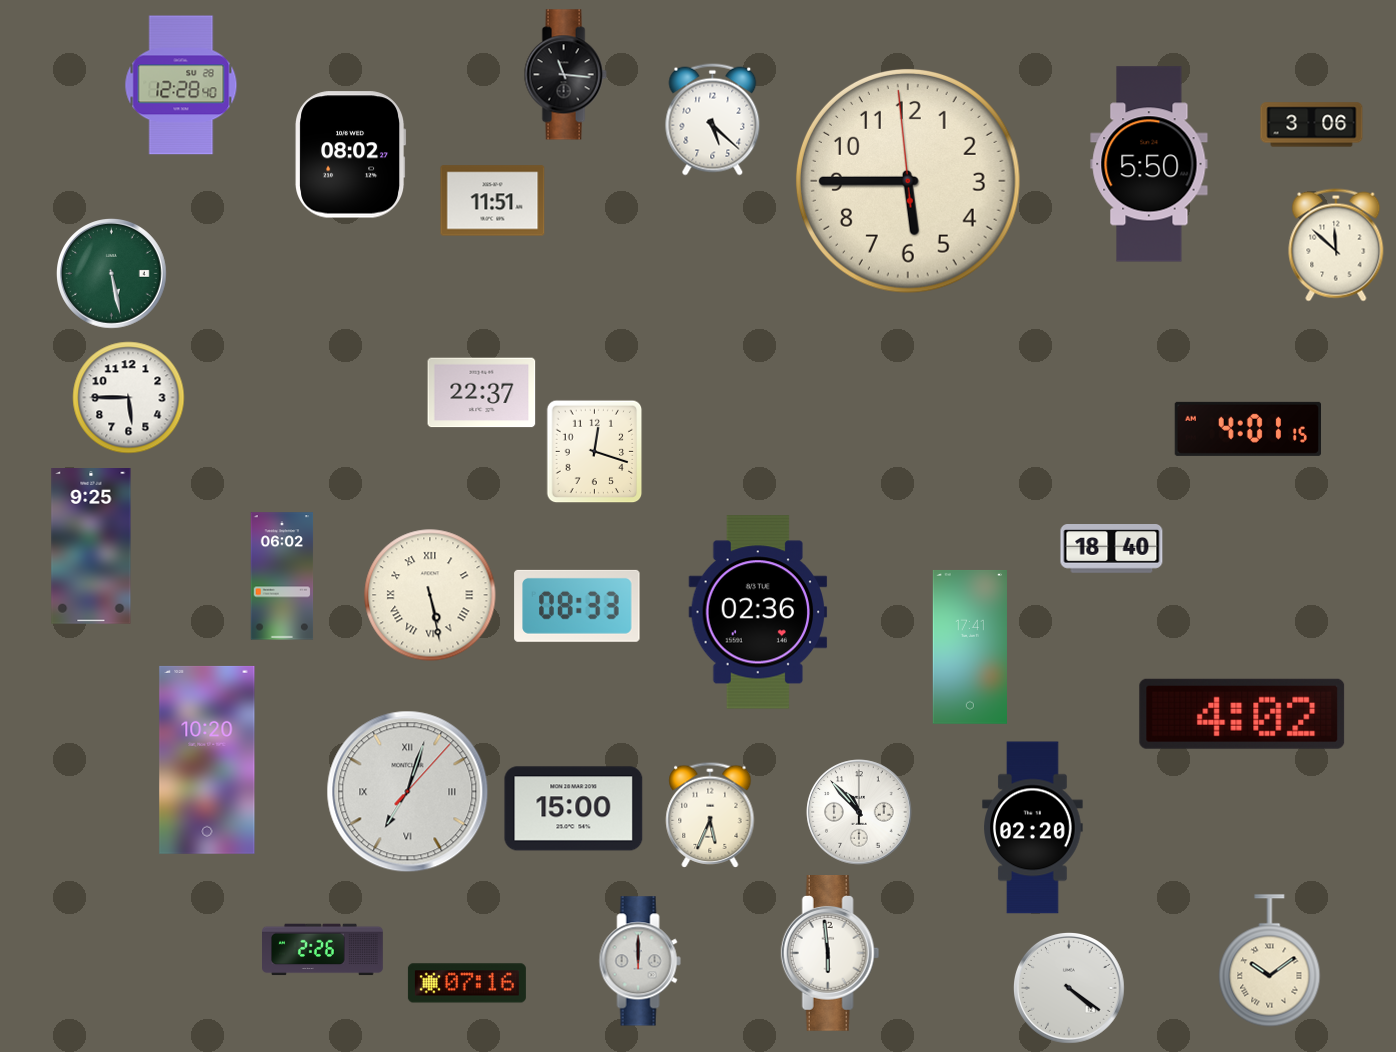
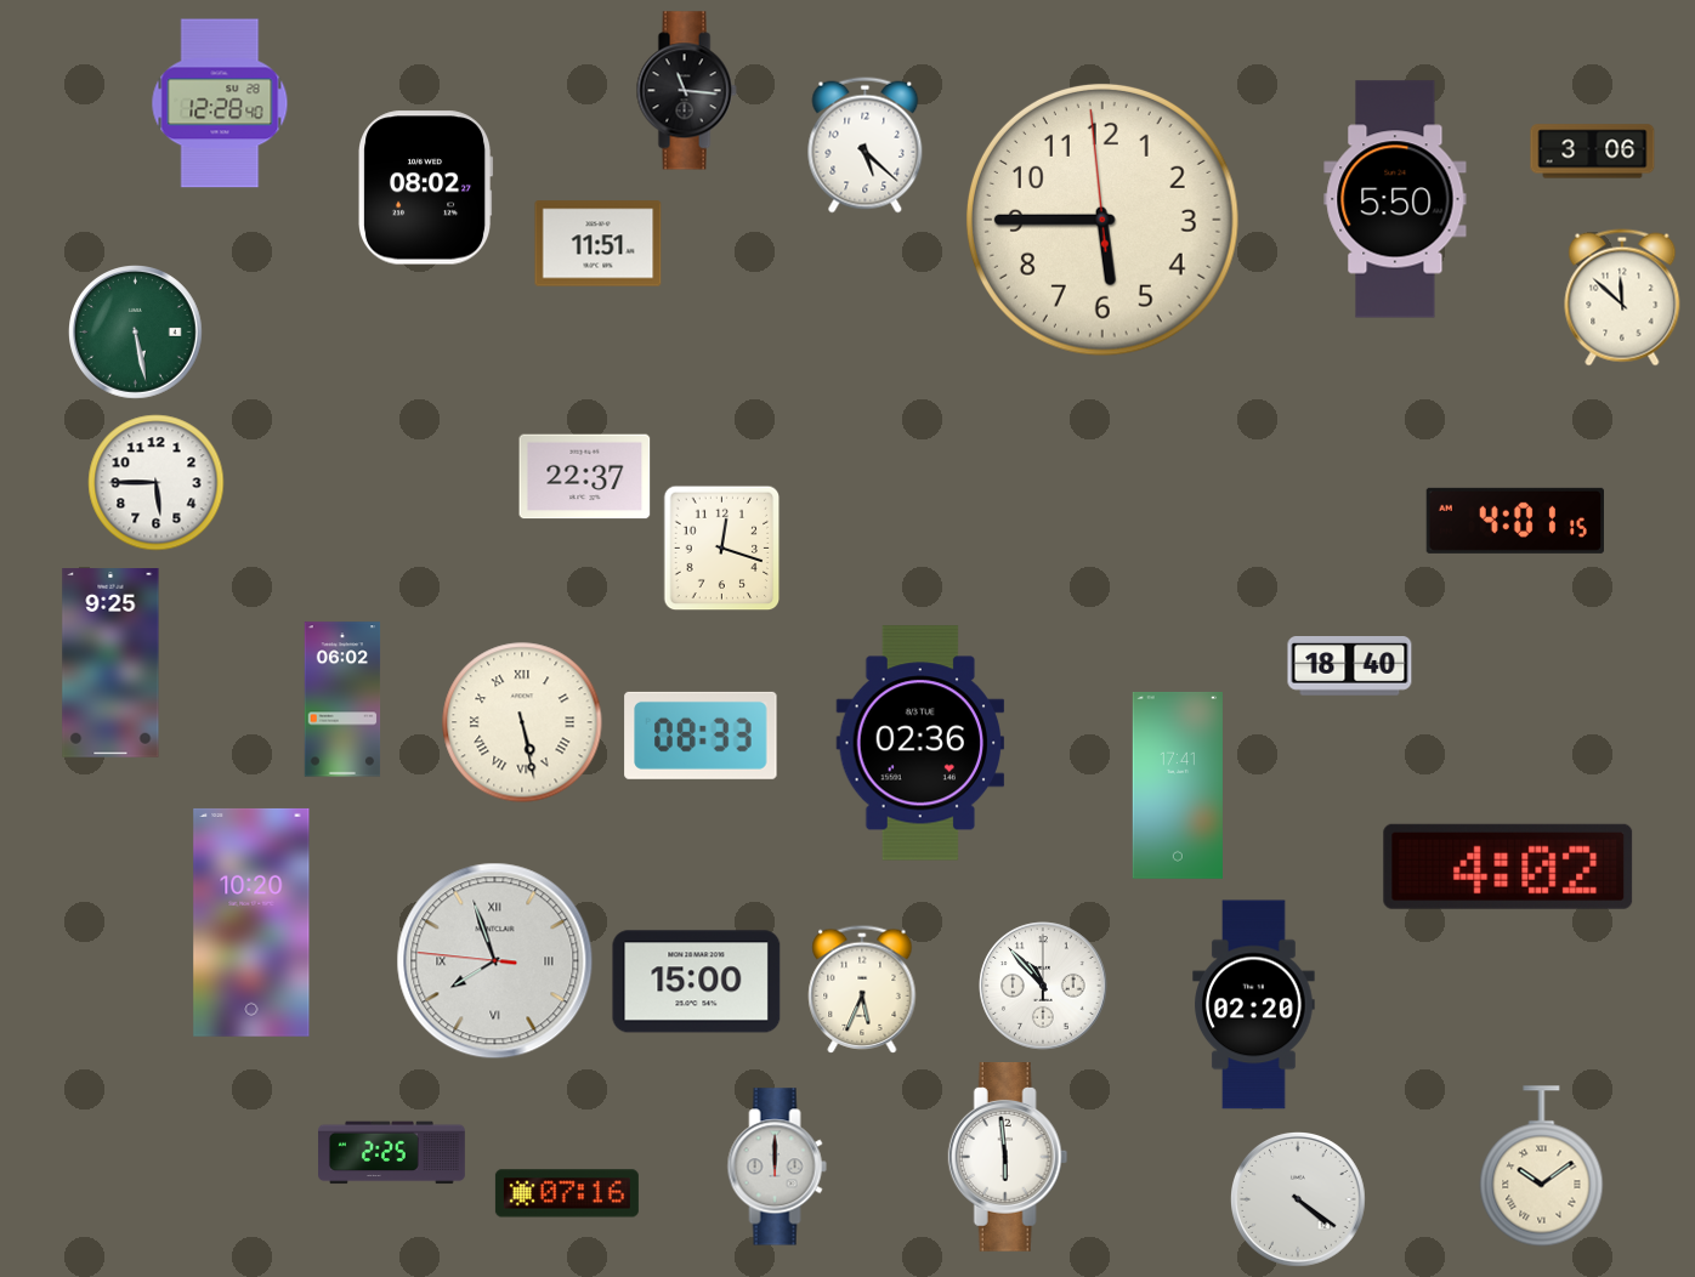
clock at (408, 792): 7:03 -> 7:56
clock at (323, 950): 2:26 -> 2:25
